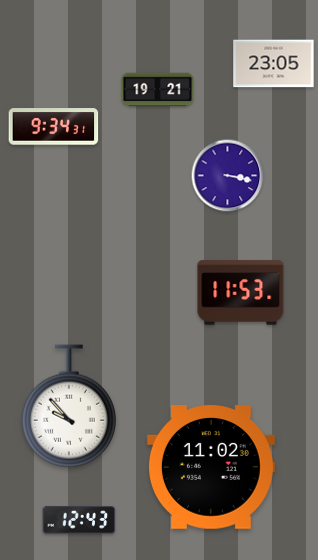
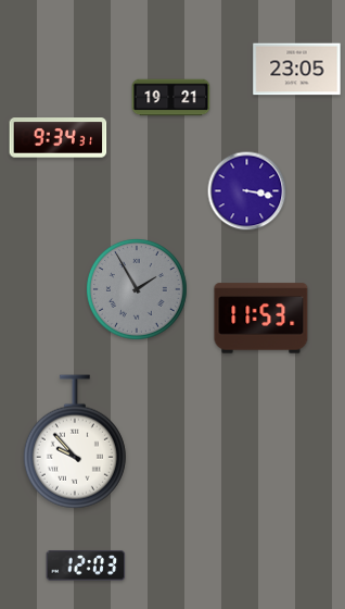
clock at (138, 290): none -> 1:55
clock at (211, 467): 11:02 -> none
clock at (79, 520): 12:43 -> 12:03
